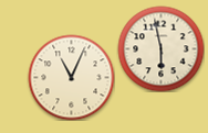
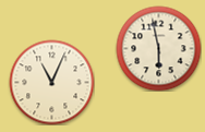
clock at (71, 77) position: (71, 77) -> (51, 82)
